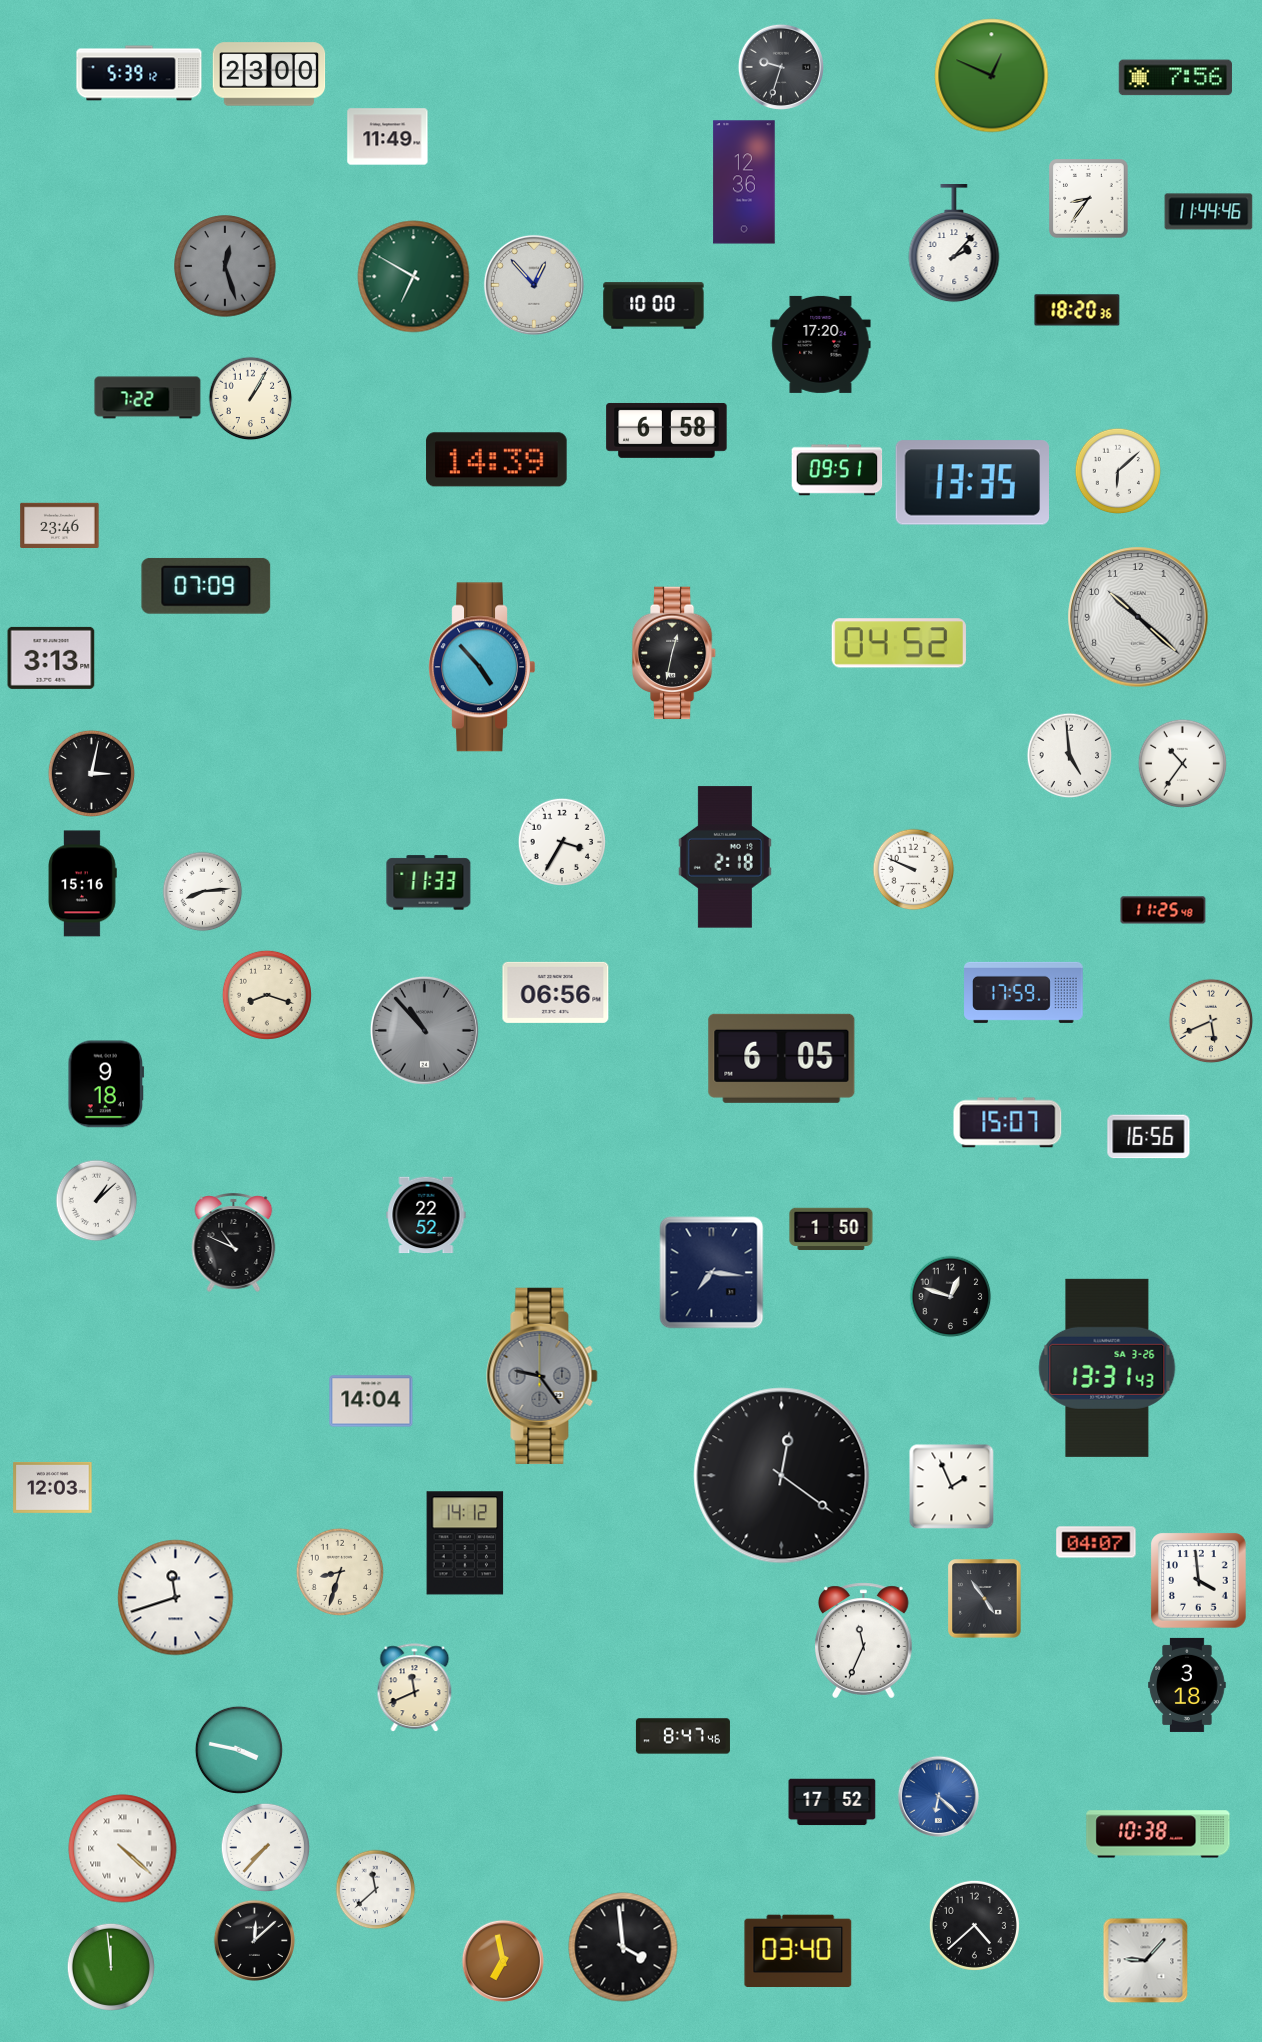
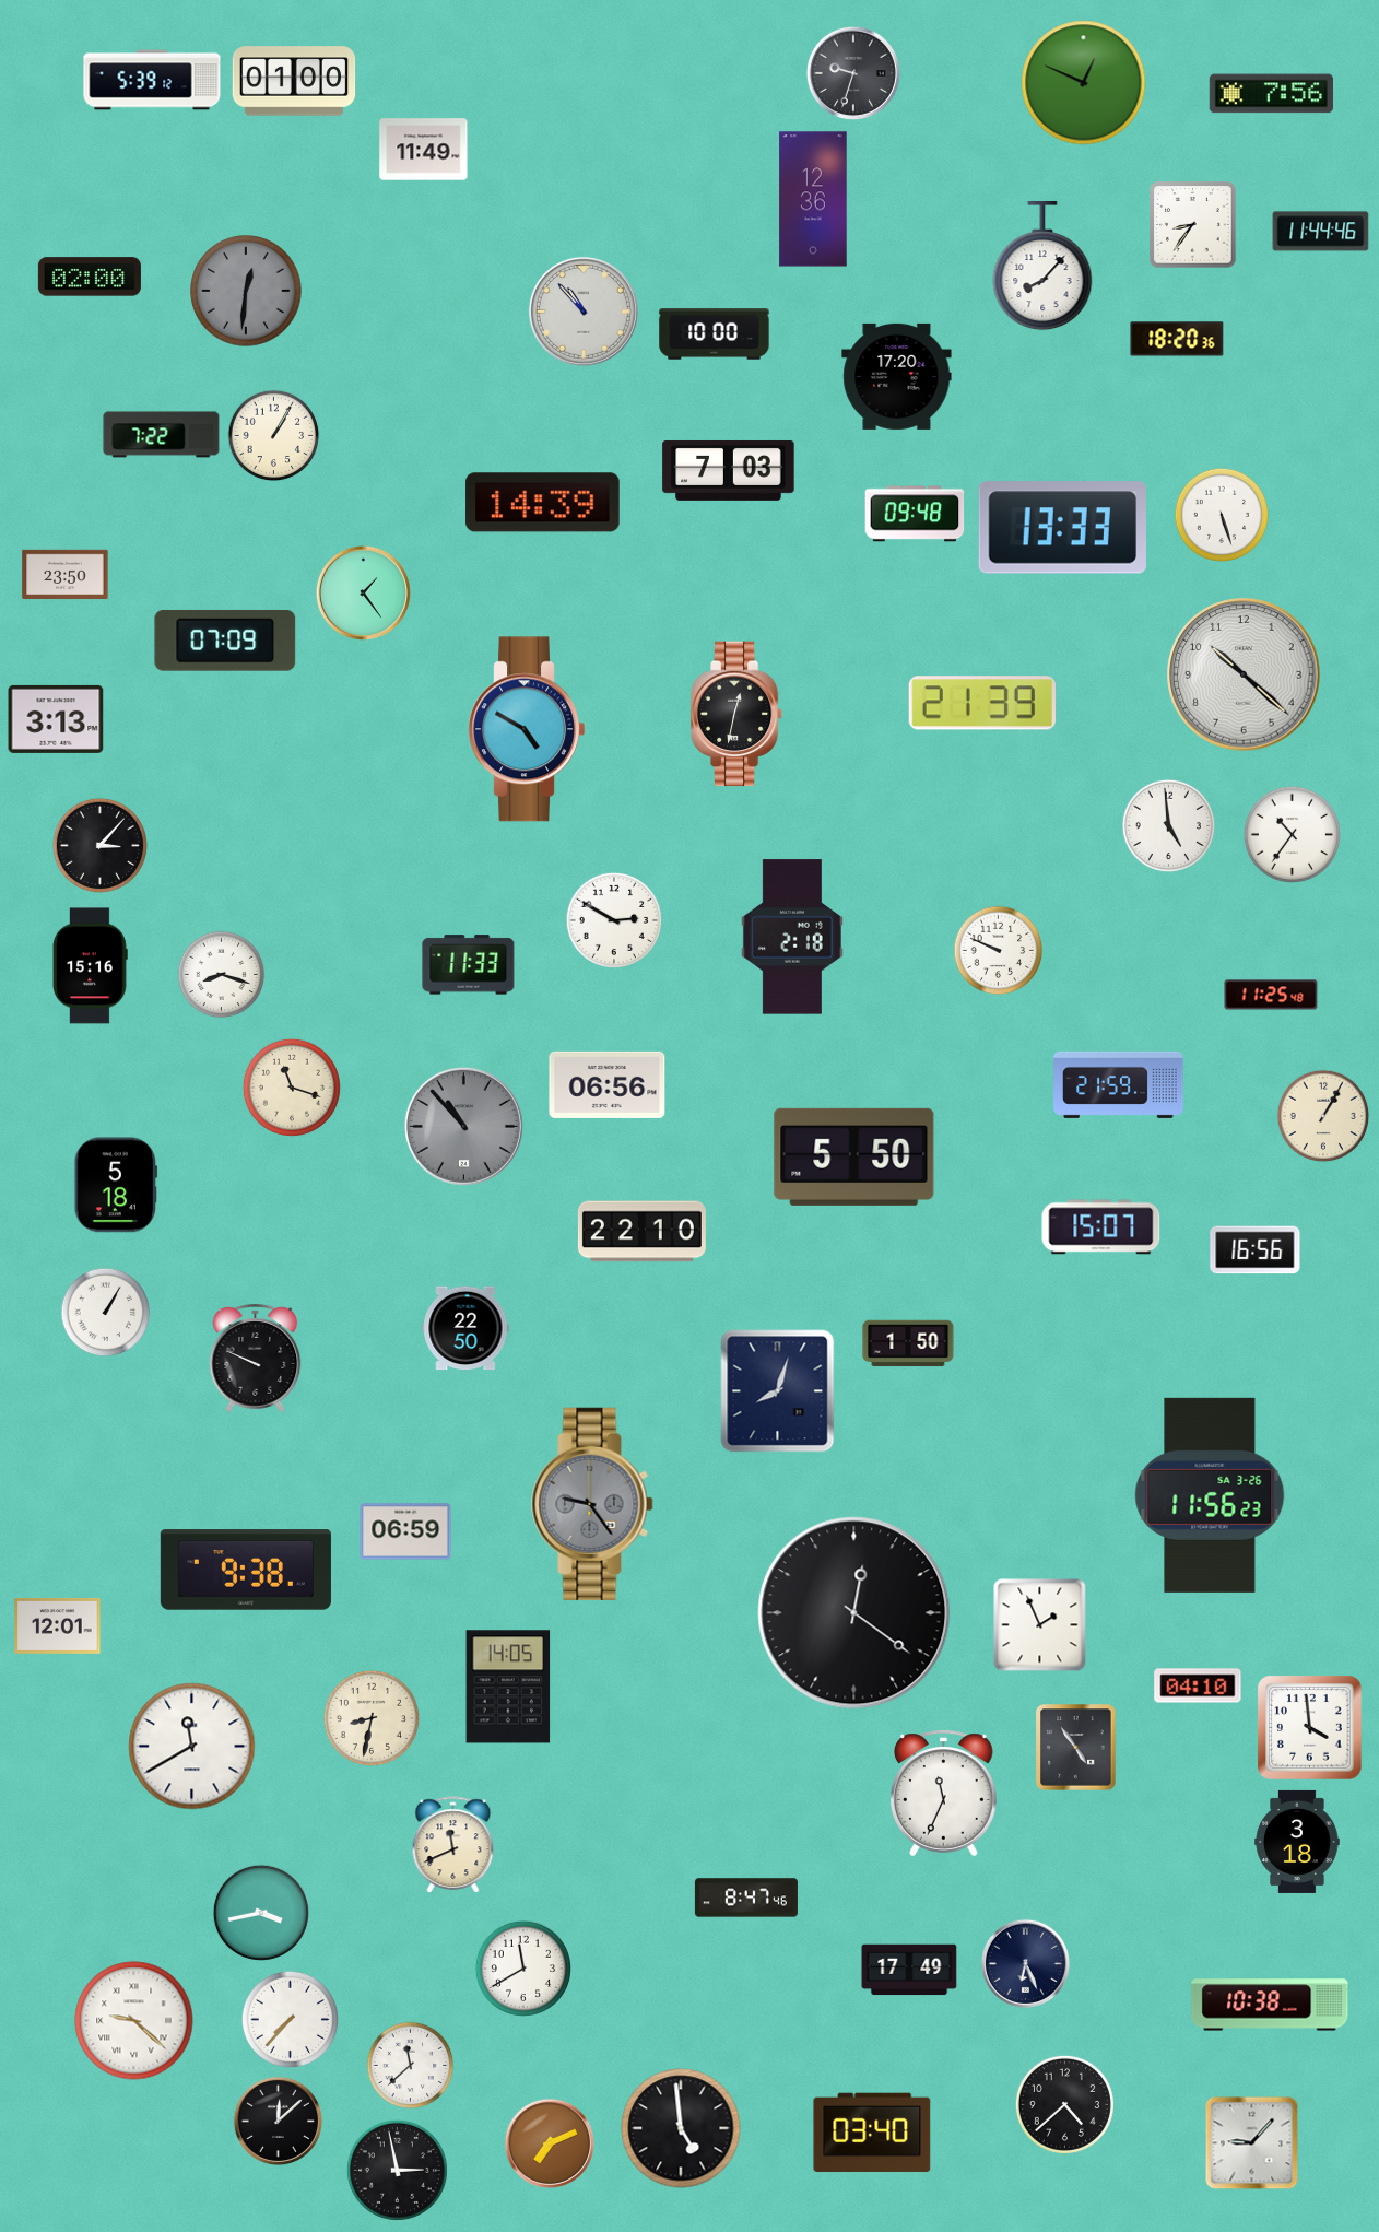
clock at (269, 74): 23:00 -> 01:00
clock at (1175, 78) position: (1175, 78) -> (1271, 94)
clock at (1089, 199) position: (1089, 199) -> (1193, 225)
clock at (954, 244): 2:07 -> 8:07
clock at (90, 277): none -> 02:00
clock at (225, 266): 12:27 -> 12:31
clock at (414, 277): 6:50 -> none
clock at (534, 285): 12:53 -> 10:53
clock at (667, 430): 6:58 -> 7:03
clock at (837, 470): 09:51 -> 09:48
clock at (1117, 470): 6:08 -> 5:27
clock at (972, 483): 13:35 -> 13:33
clock at (60, 526): 23:46 -> 23:50
clock at (363, 592): none -> 1:24
clock at (899, 643): 04:52 -> 21:39
clock at (481, 667): 4:53 -> 4:50
clock at (91, 773): 3:02 -> 3:07
clock at (562, 842): 3:35 -> 2:50
clock at (203, 892): 8:14 -> 8:18
clock at (1024, 992): 17:59 -> 21:59
clock at (267, 995): 8:18 -> 11:18
clock at (1211, 1021): 5:41 -> 1:05
clock at (782, 1058): 6:05 -> 5:50
clock at (106, 1084): 9:18 -> 5:18
clock at (641, 1232): none -> 22:10
clock at (1149, 1137) position: (1149, 1137) -> (1256, 1250)
clock at (97, 1201): 1:08 -> 1:05
clock at (426, 1215): 22:52 -> 22:50
clock at (234, 1242): 10:49 -> 9:49
clock at (712, 1273): 7:16 -> 8:03
clock at (951, 1297): 12:48 -> none
clock at (1107, 1368): 13:31 -> 11:56
clock at (371, 1401): 14:04 -> 06:59
clock at (246, 1570): none -> 9:38
clock at (53, 1487): 12:03 -> 12:01
clock at (1096, 1542): 04:07 -> 04:10
clock at (465, 1543): 14:12 -> 14:05
clock at (340, 1572): 8:33 -> 8:32
clock at (176, 1598): 11:42 -> 11:40
clock at (239, 1750): 3:47 -> 3:43
clock at (938, 1796): 6:22 -> 6:26
clock at (938, 1796) dial: blue -> navy
clock at (523, 1969): none -> 11:40
clock at (832, 1802): 17:52 -> 17:49
clock at (1158, 1834) position: (1158, 1834) -> (1270, 2005)
clock at (123, 1849): 4:22 -> 9:22
clock at (623, 1947): 3:59 -> 4:59
clock at (503, 1961): 6:58 -> 7:11
clock at (111, 1967): 11:59 -> none
clock at (397, 2170): none -> 2:58
